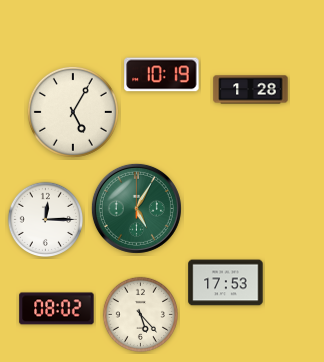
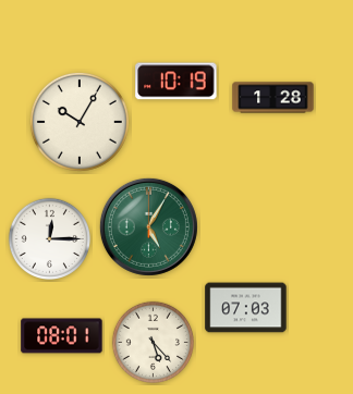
clock at (73, 112): 5:05 -> 10:05
clock at (226, 283): 17:53 -> 07:03
clock at (57, 309): 08:02 -> 08:01
